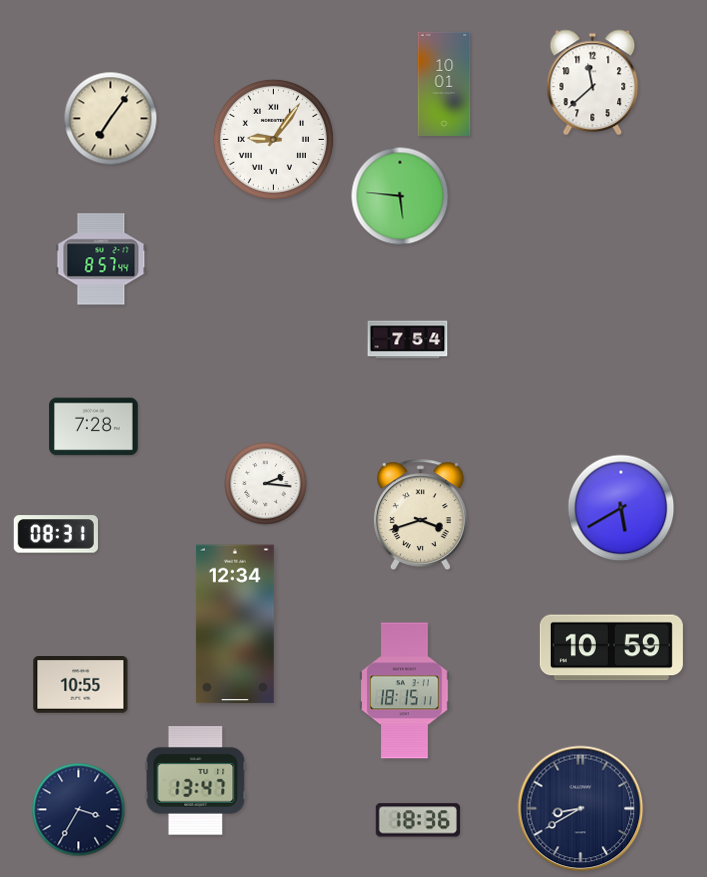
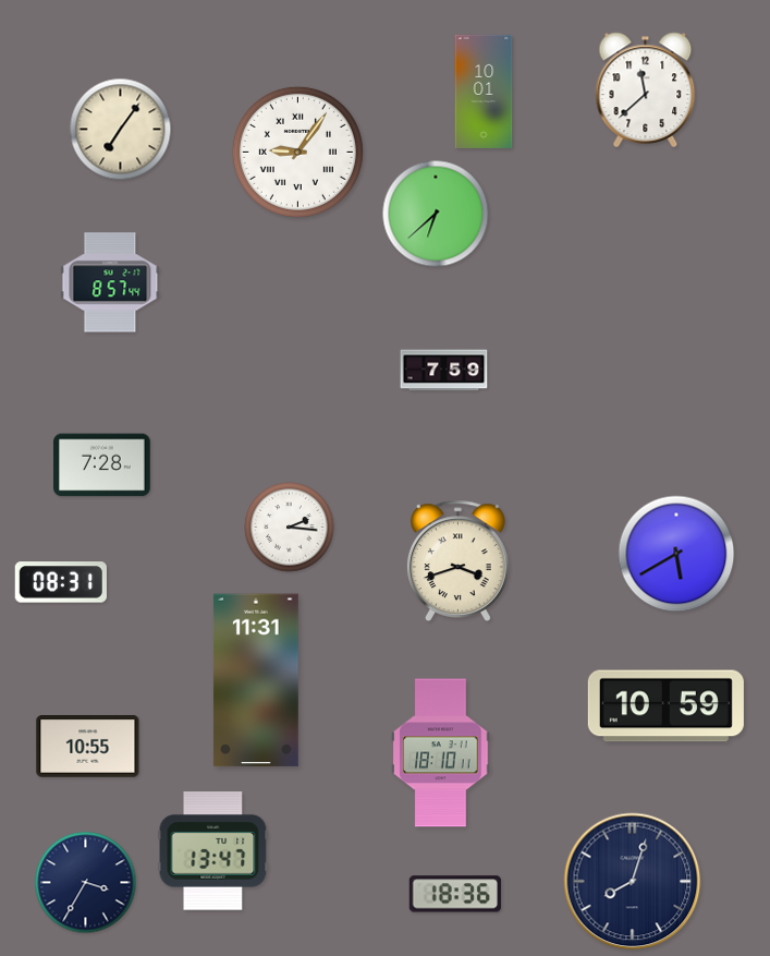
clock at (400, 196): 5:46 -> 6:38
clock at (408, 340): 7:54 -> 7:59
clock at (235, 624): 12:34 -> 11:31
clock at (405, 691): 18:15 -> 18:10
clock at (581, 809): 8:40 -> 8:03
